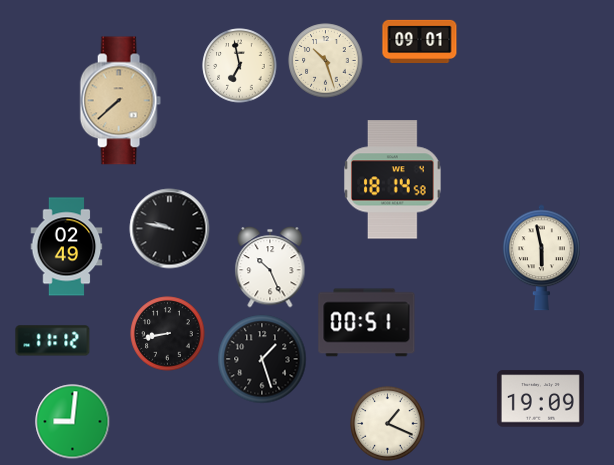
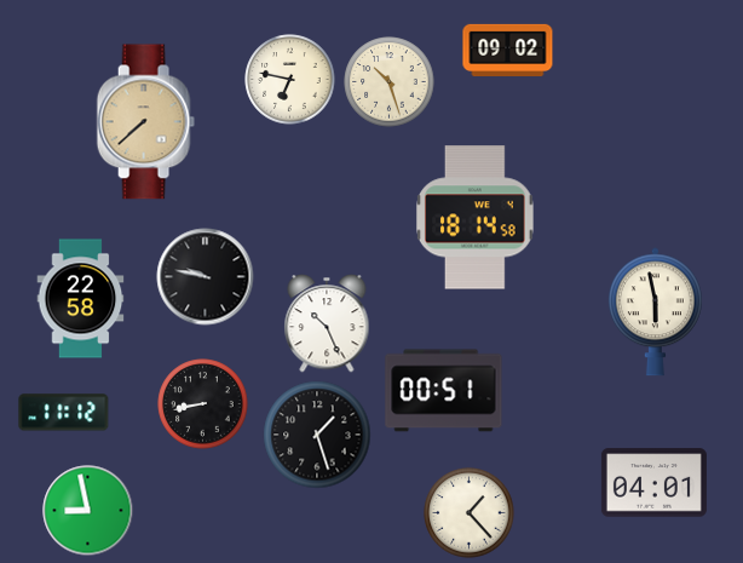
clock at (420, 41): 09:01 -> 09:02
clock at (326, 61) position: (326, 61) -> (390, 82)
clock at (240, 66): 6:58 -> 6:47
clock at (67, 247): 02:49 -> 22:58
clock at (540, 399): 19:09 -> 04:01
clock at (73, 422): 9:01 -> 8:58
clock at (388, 424): 1:19 -> 1:23
